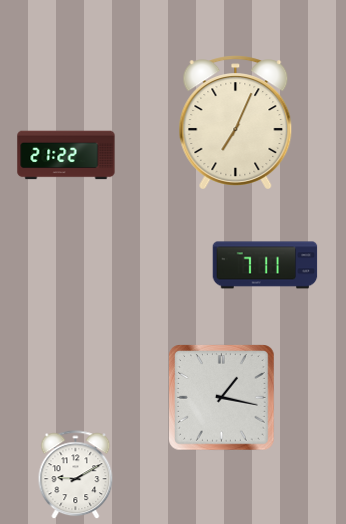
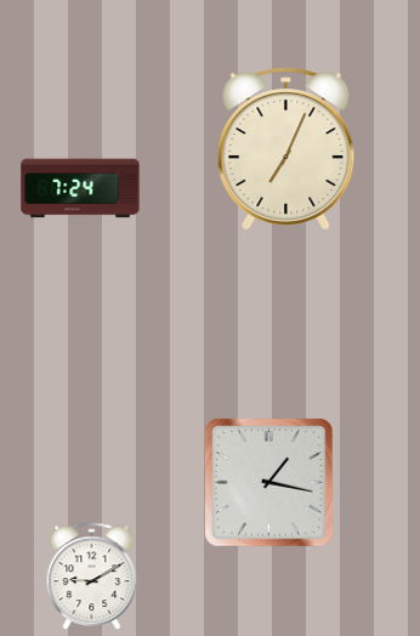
clock at (66, 155): 21:22 -> 7:24
clock at (265, 265): 7:11 -> none
